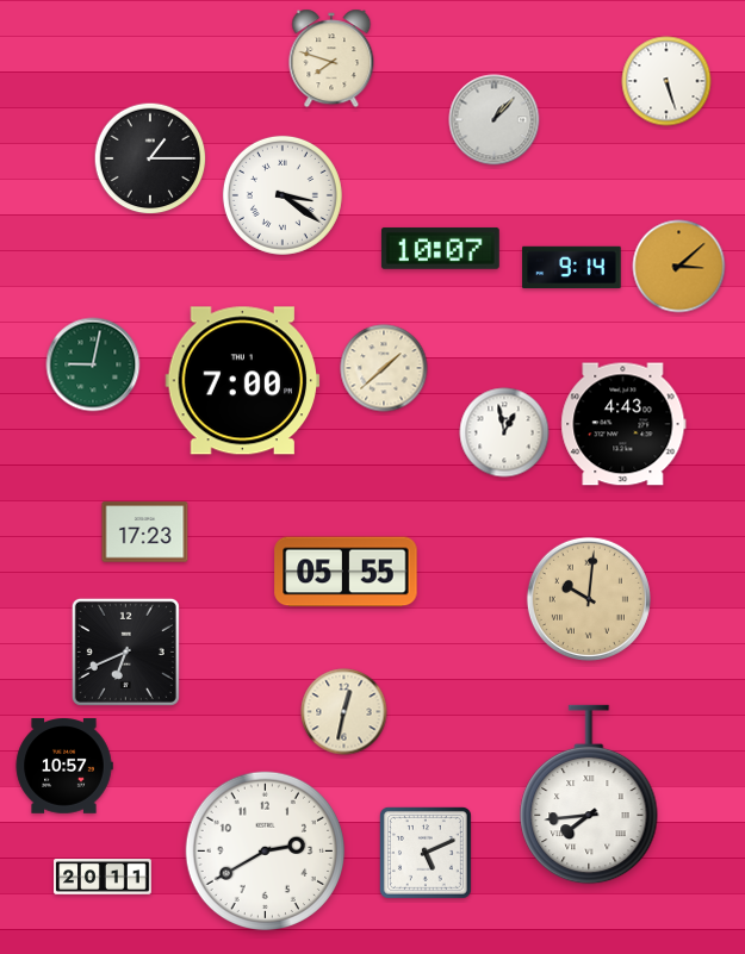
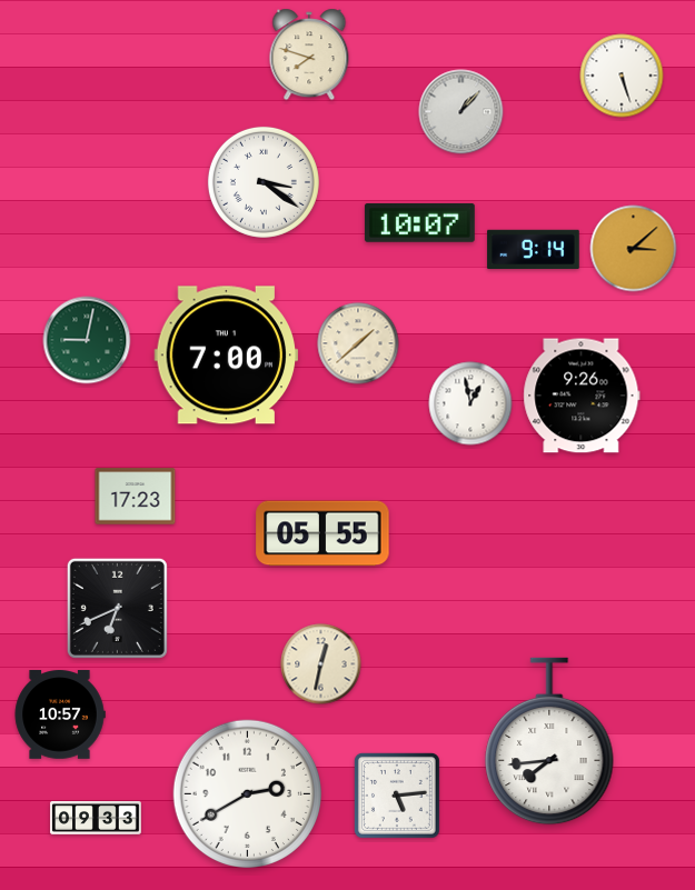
clock at (150, 158): 1:15 -> none
clock at (440, 248) position: (440, 248) -> (419, 222)
clock at (623, 424): 4:43 -> 9:26
clock at (589, 599): 10:01 -> none
clock at (426, 853): 5:11 -> 5:14
clock at (103, 877): 20:11 -> 09:33
